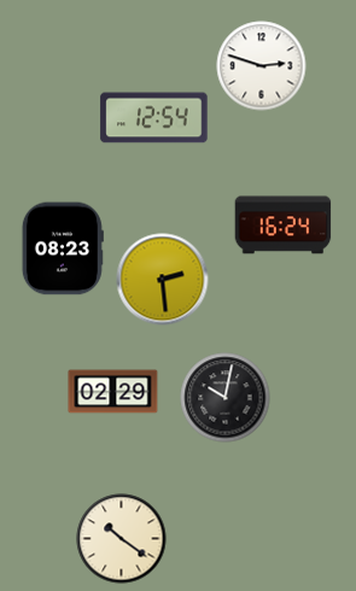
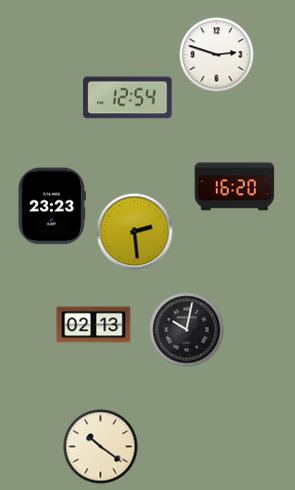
clock at (284, 226): 16:24 -> 16:20
clock at (63, 248): 08:23 -> 23:23
clock at (113, 392): 02:29 -> 02:13
